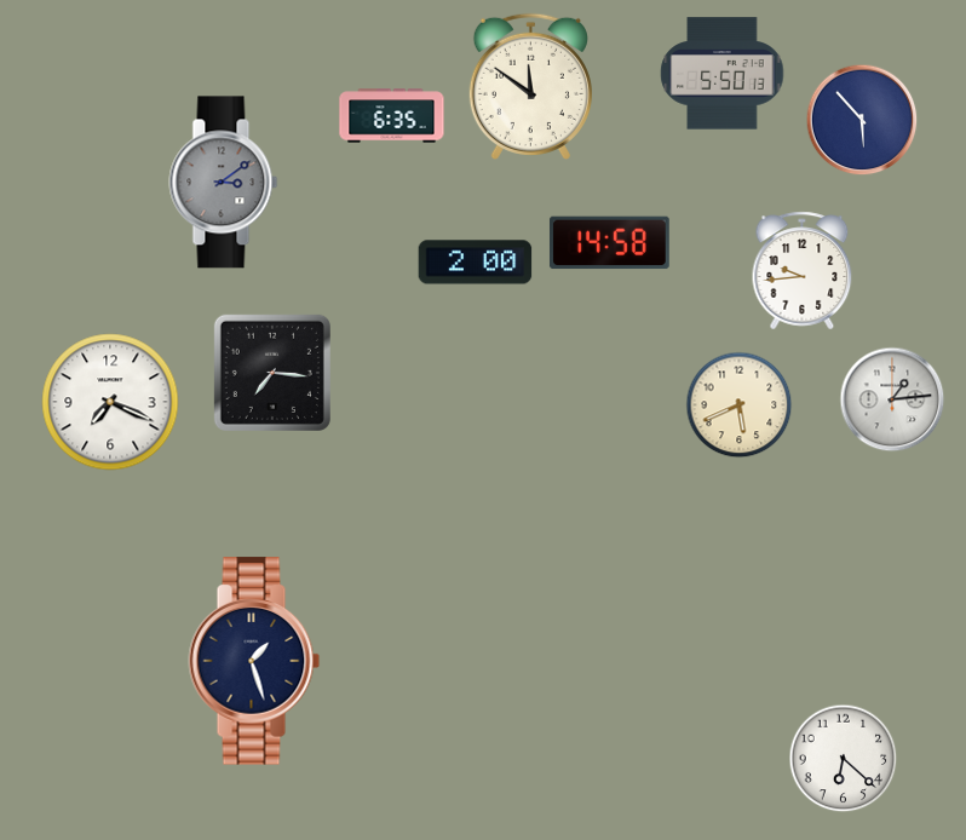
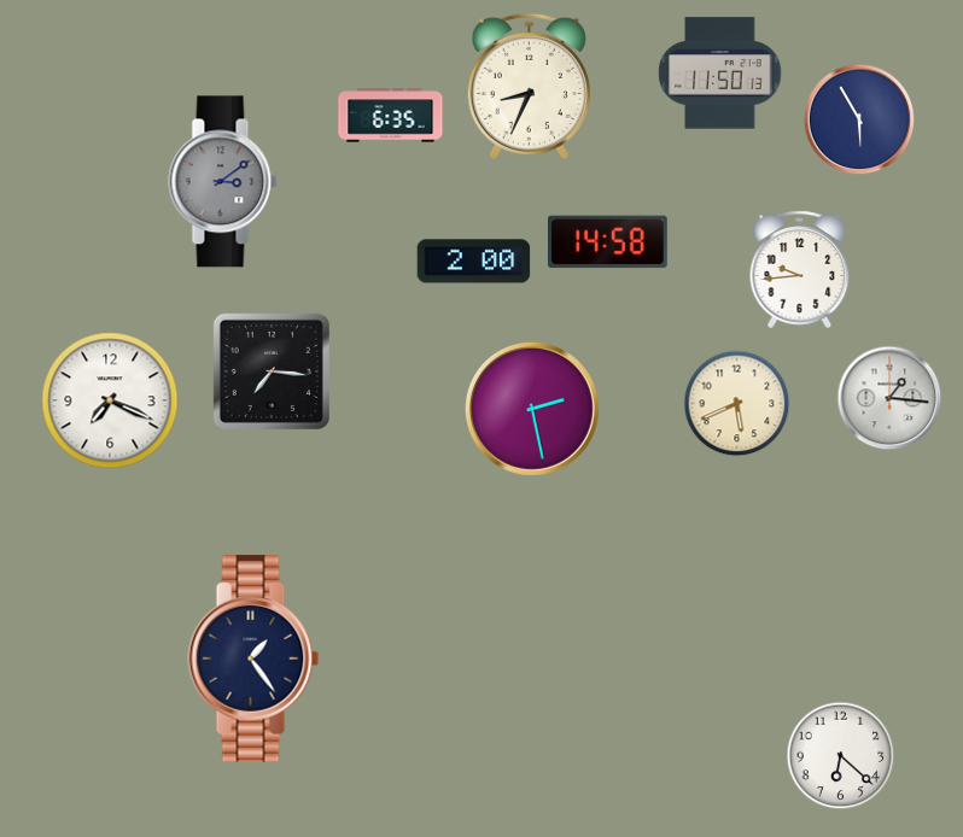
clock at (723, 74): 5:50 -> 11:50
clock at (530, 86): 11:51 -> 8:34
clock at (862, 120): 5:53 -> 5:55
clock at (892, 399): 1:14 -> 1:16
clock at (532, 409): none -> 2:28
clock at (254, 661): 1:27 -> 1:24
